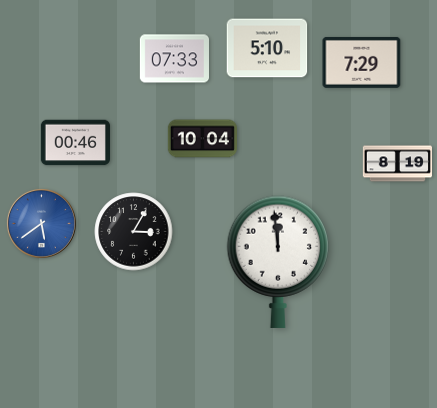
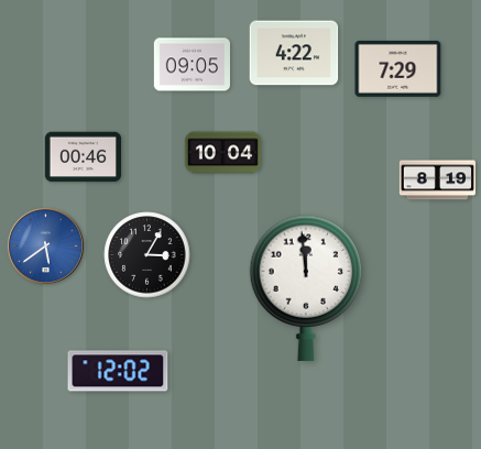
clock at (267, 48): 5:10 -> 4:22
clock at (174, 59): 07:33 -> 09:05
clock at (118, 371): none -> 12:02
